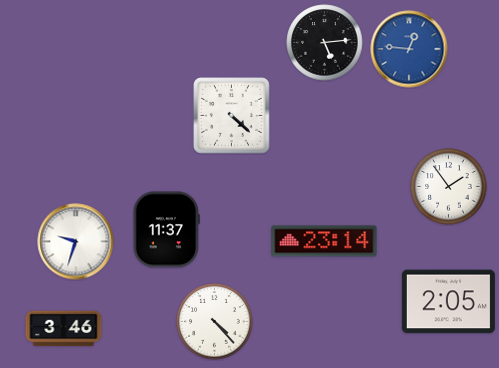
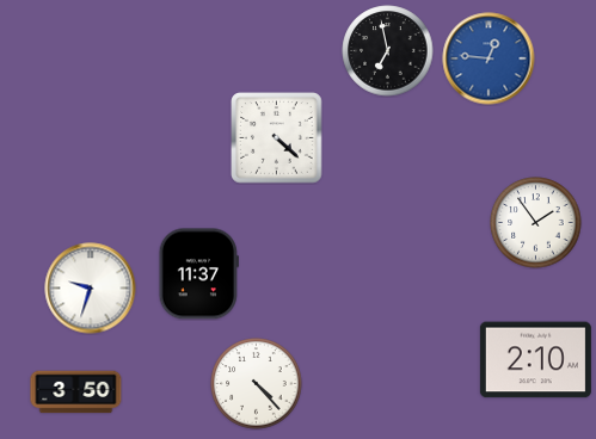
clock at (325, 43): 5:14 -> 6:58
clock at (324, 241): 23:14 -> none
clock at (448, 302): 2:05 -> 2:10
clock at (64, 329): 3:46 -> 3:50
